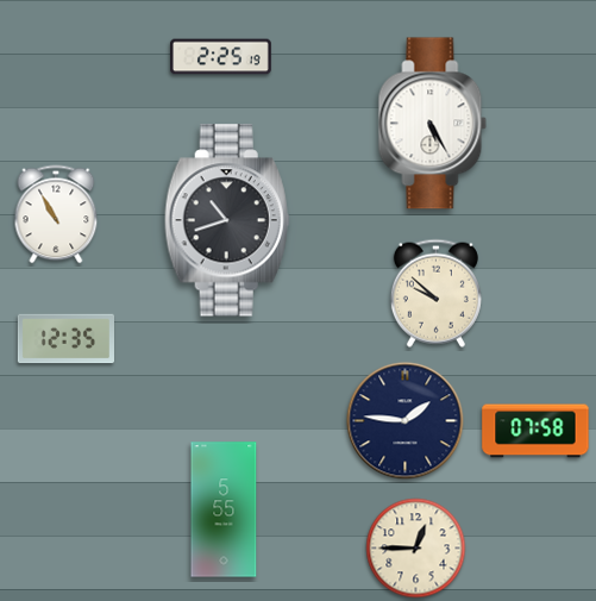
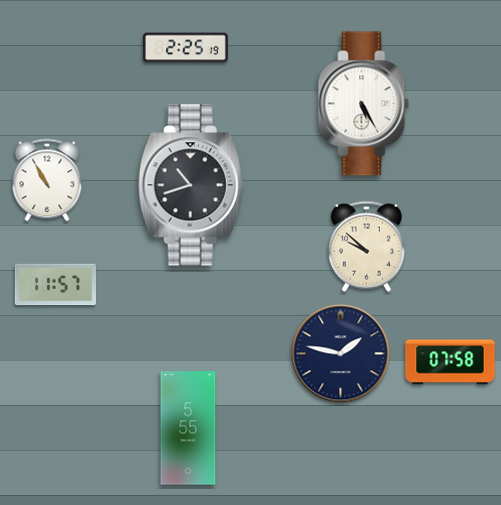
clock at (65, 339): 12:35 -> 11:57
clock at (406, 421): 1:46 -> 1:47
clock at (416, 549): 12:45 -> none
